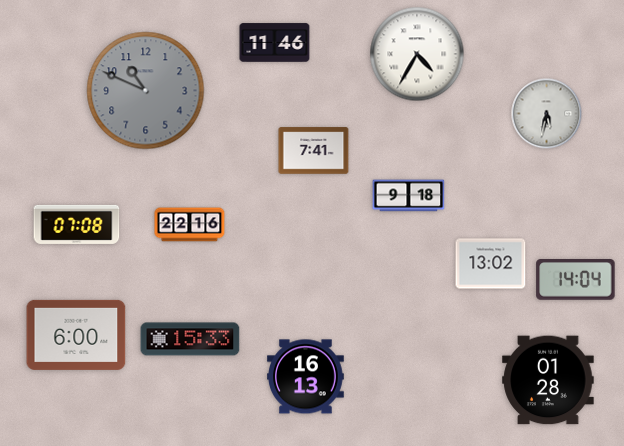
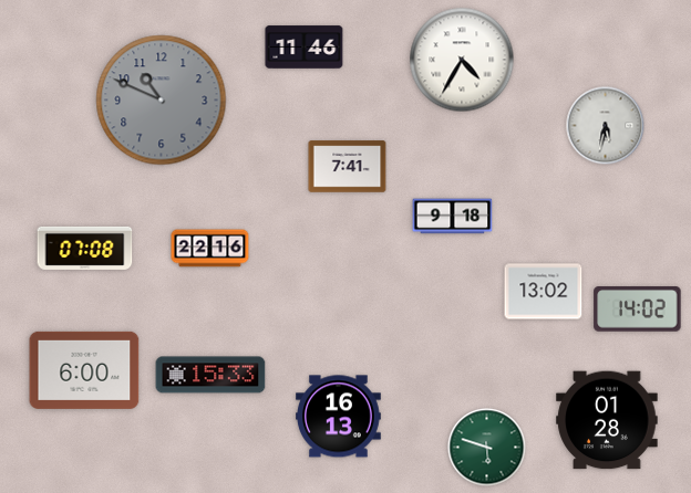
clock at (576, 280): 14:04 -> 14:02
clock at (487, 448): none -> 5:48
